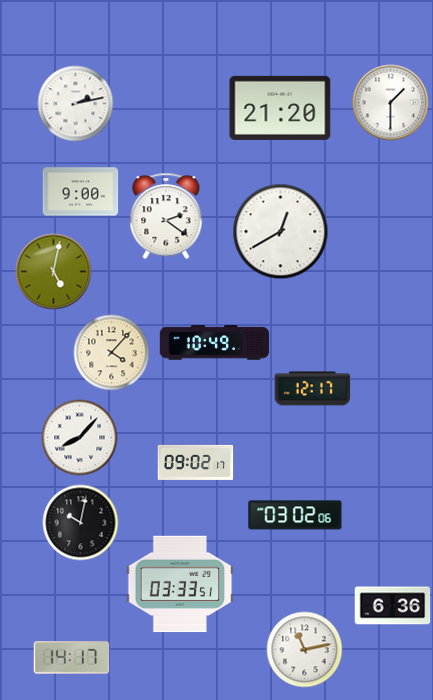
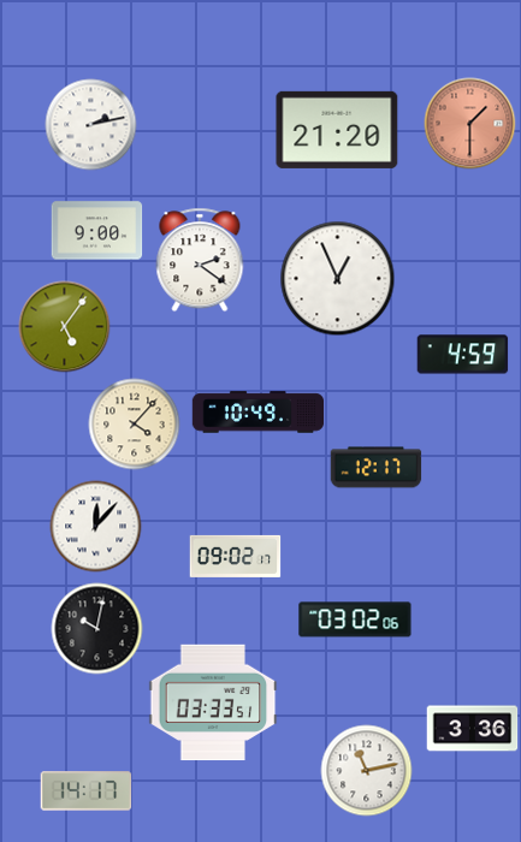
clock at (391, 103) dial: white -> salmon
clock at (281, 232): 12:40 -> 12:56
clock at (54, 272): 5:02 -> 5:06
clock at (463, 355): none -> 4:59
clock at (80, 438): 8:07 -> 12:07
clock at (180, 584) position: (180, 584) -> (213, 702)
clock at (393, 606): 6:36 -> 3:36
clock at (305, 650) position: (305, 650) -> (367, 771)
